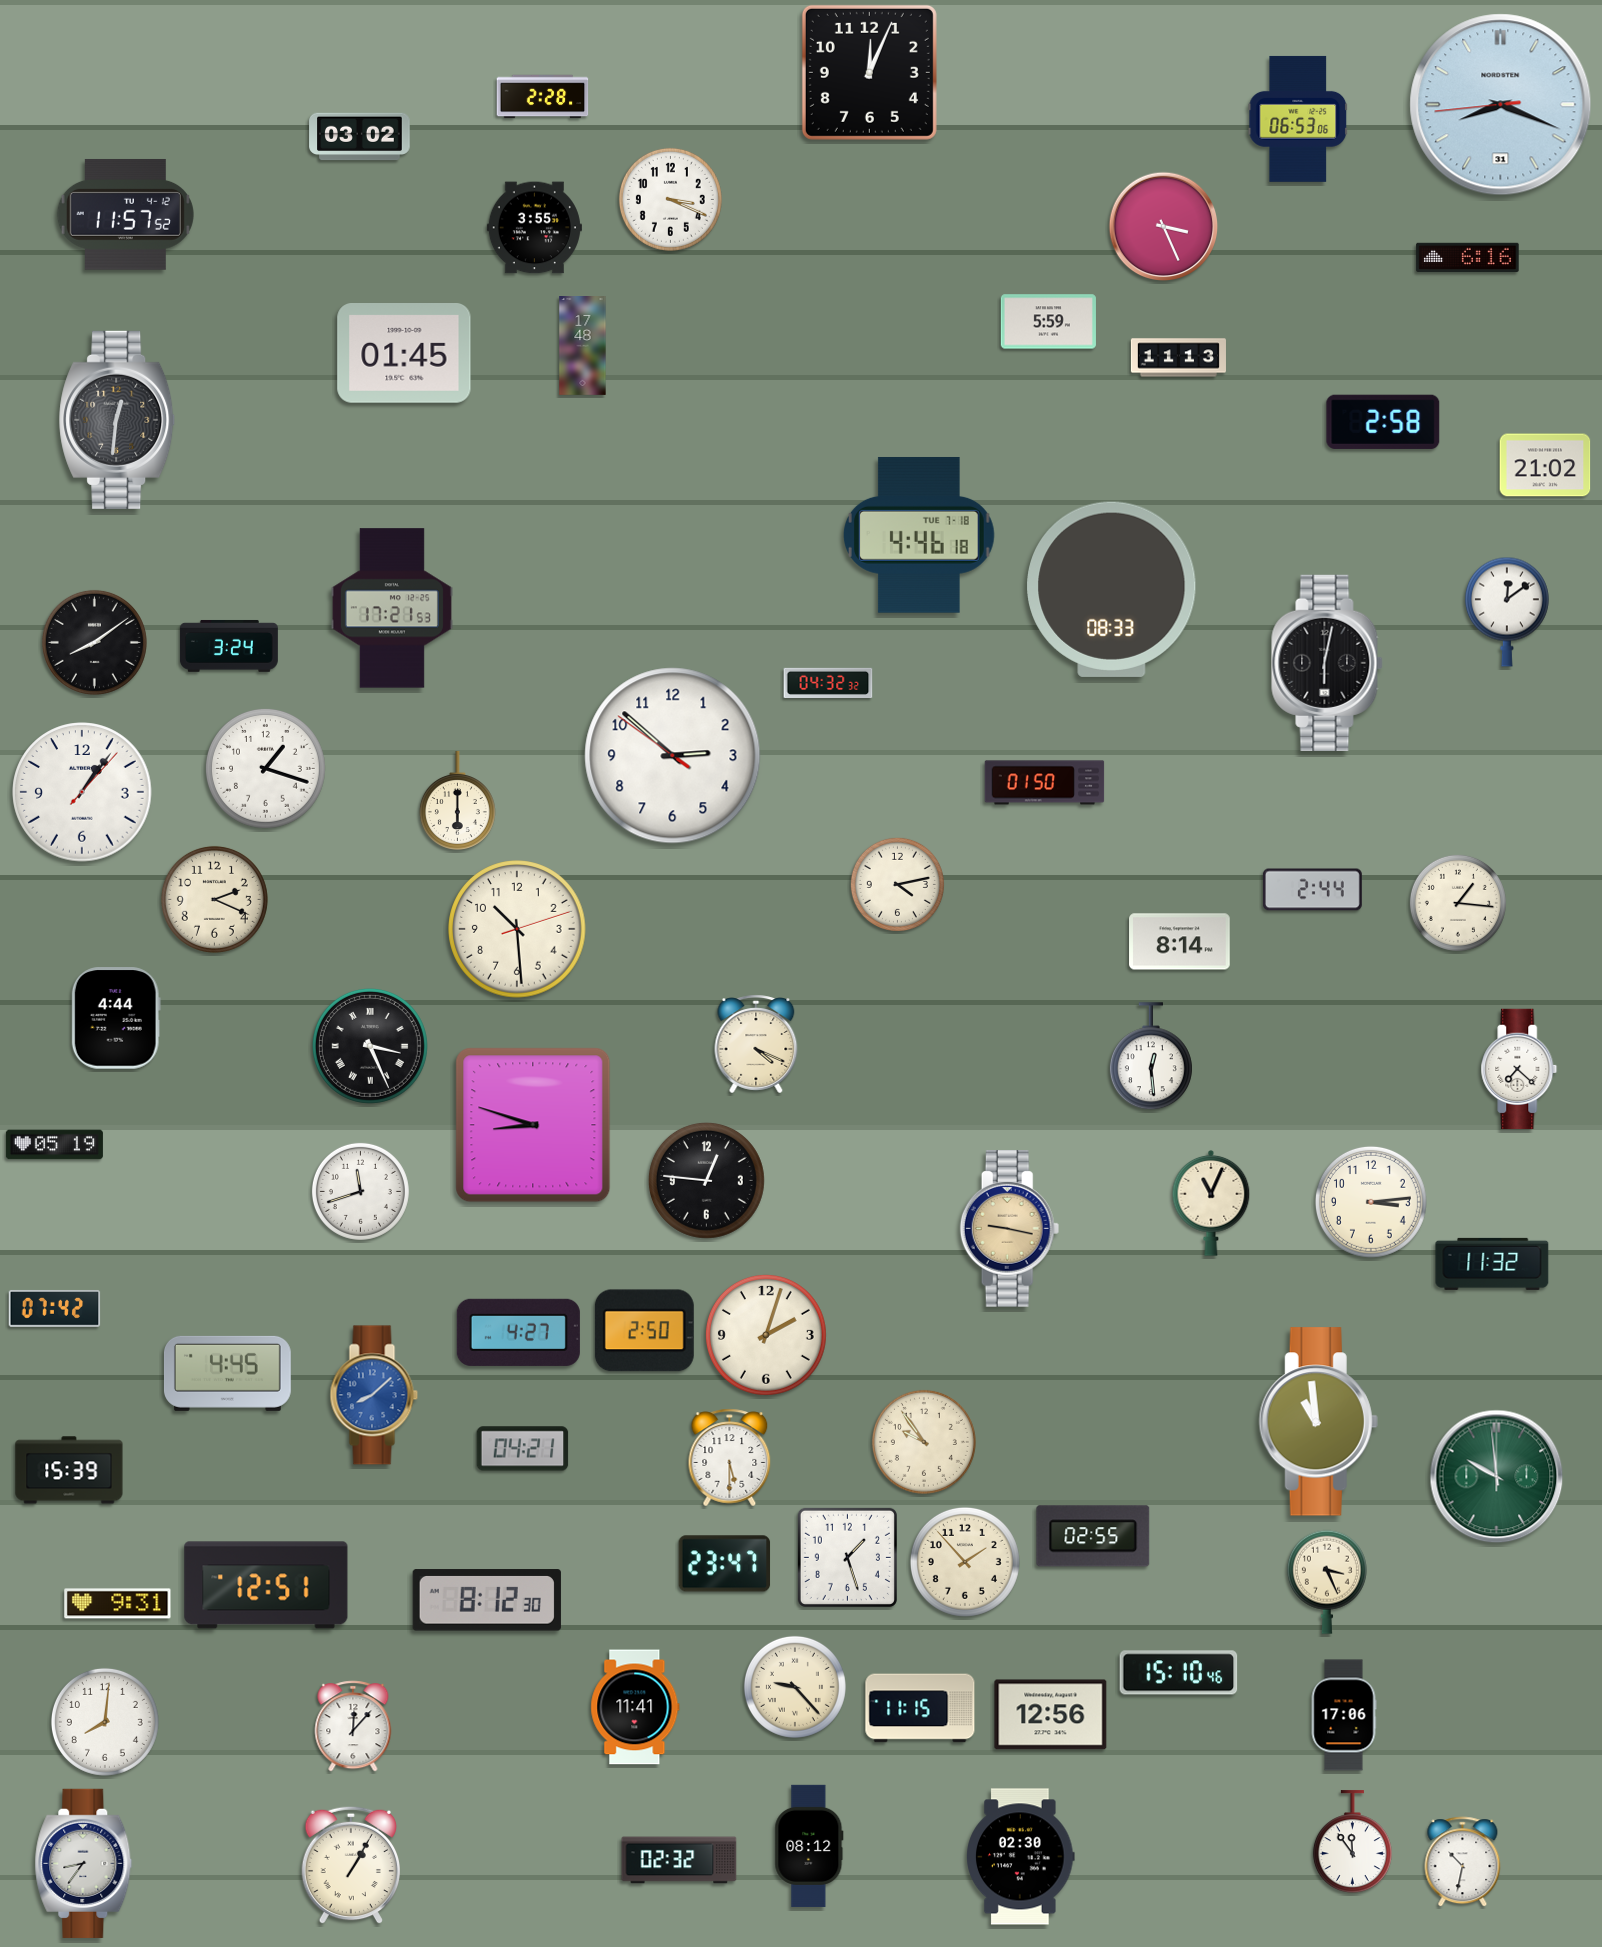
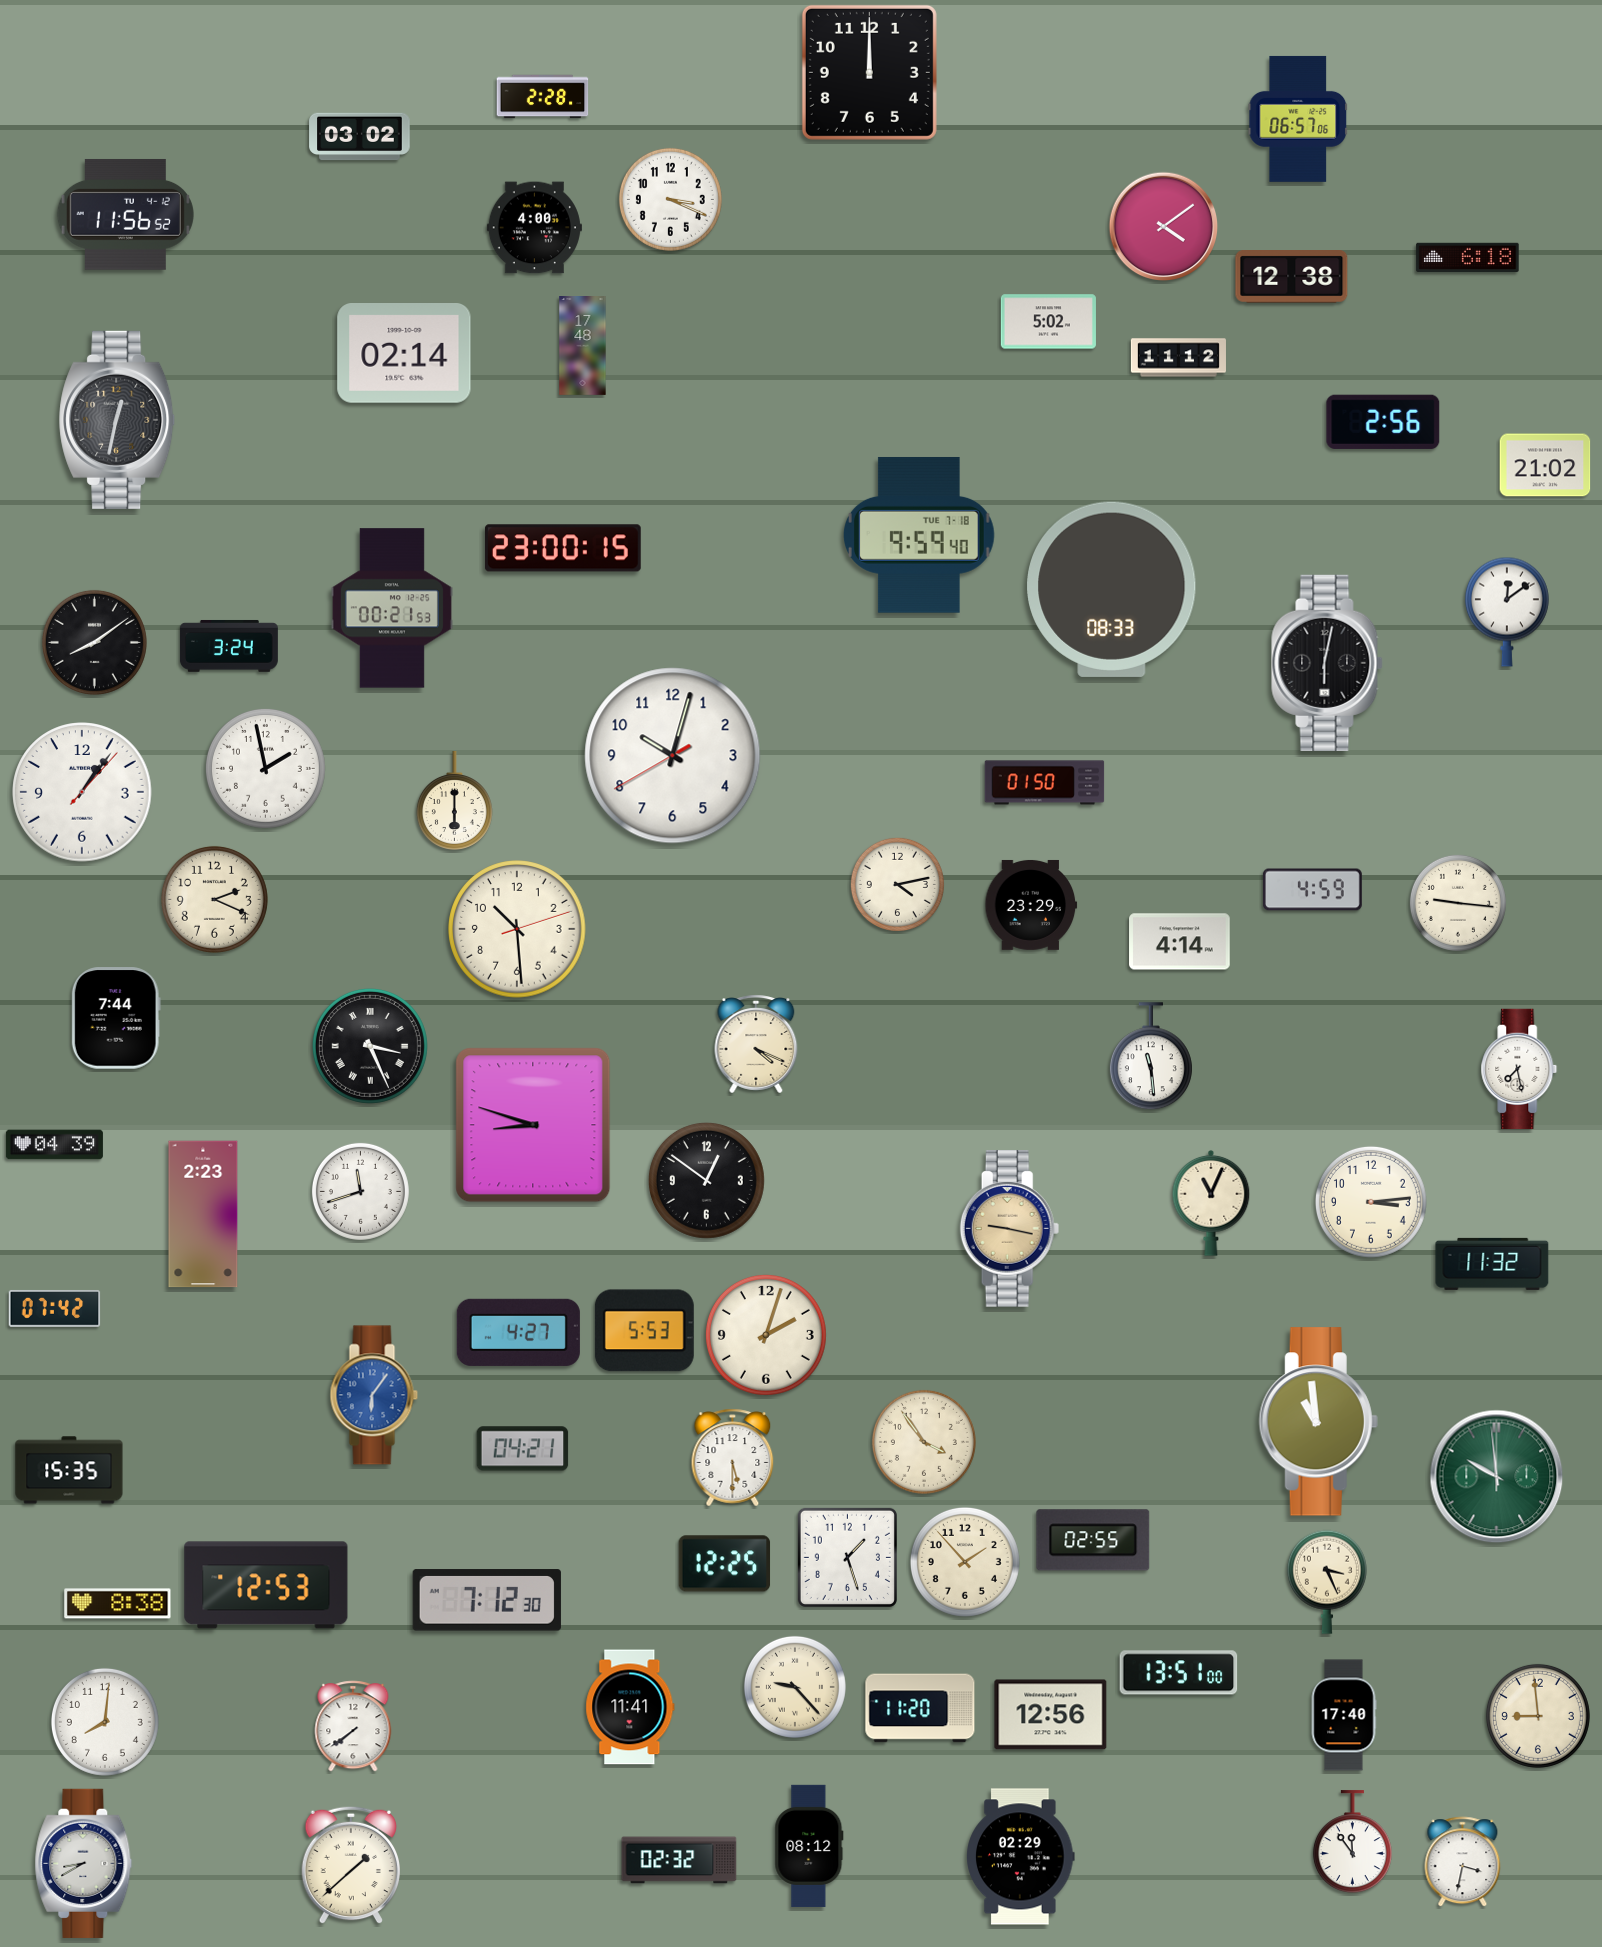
clock at (869, 72): 12:04 -> 12:00
clock at (1501, 105): 8:18 -> none
clock at (1298, 119): 06:53 -> 06:57
clock at (125, 215): 11:57 -> 11:56
clock at (1164, 227): 3:26 -> 4:09
clock at (534, 228): 3:55 -> 4:00
clock at (1468, 258): 6:16 -> 6:18
clock at (1292, 277): none -> 12:38
clock at (1048, 322): 5:59 -> 5:02
clock at (404, 354): 01:45 -> 02:14
clock at (1178, 358): 11:13 -> 11:12
clock at (117, 420): 12:31 -> 12:32
clock at (1383, 422): 2:58 -> 2:56
clock at (919, 535): 4:46 -> 9:59
clock at (563, 548): none -> 23:00
clock at (392, 608): 17:21 -> 00:21
clock at (828, 682): 04:32 -> none
clock at (673, 756): 2:51 -> 10:02
clock at (265, 768): 1:18 -> 1:58
clock at (457, 800) position: (457, 800) -> (454, 800)
clock at (1312, 890): 2:44 -> 4:59
clock at (1458, 903): 1:16 -> 9:16
clock at (1031, 905): none -> 23:29
clock at (1180, 942): 8:14 -> 4:14
clock at (116, 1018): 4:44 -> 7:44
clock at (1151, 1057): 12:29 -> 11:29
clock at (1519, 1069): 7:22 -> 7:28
clock at (54, 1145): 05:19 -> 04:39
clock at (706, 1180): 12:46 -> 12:51
clock at (203, 1214): none -> 2:23
clock at (644, 1331): 2:50 -> 5:53
clock at (227, 1373): 4:45 -> none
clock at (374, 1395): 8:08 -> 6:06
clock at (924, 1442): 9:54 -> 3:54
clock at (730, 1458) position: (730, 1458) -> (733, 1458)
clock at (69, 1470): 15:39 -> 15:35
clock at (1093, 1536) position: (1093, 1536) -> (1093, 1540)
clock at (725, 1564): 23:47 -> 12:25
clock at (266, 1585): 12:51 -> 12:53
clock at (487, 1600): 8:12 -> 7:12
clock at (118, 1604): 9:31 -> 8:38
clock at (1179, 1673): 15:10 -> 13:51
clock at (635, 1707) position: (635, 1707) -> (630, 1707)
clock at (920, 1708): 11:15 -> 11:20
clock at (1344, 1715): 17:06 -> 17:40
clock at (1538, 1716): none -> 8:59
clock at (353, 1726): 12:07 -> 7:39
clock at (1021, 1857): 02:30 -> 02:29
clock at (1463, 1862): 10:32 -> 3:32
clock at (84, 1863): 8:36 -> 8:40
clock at (350, 1865): 1:05 -> 1:38
